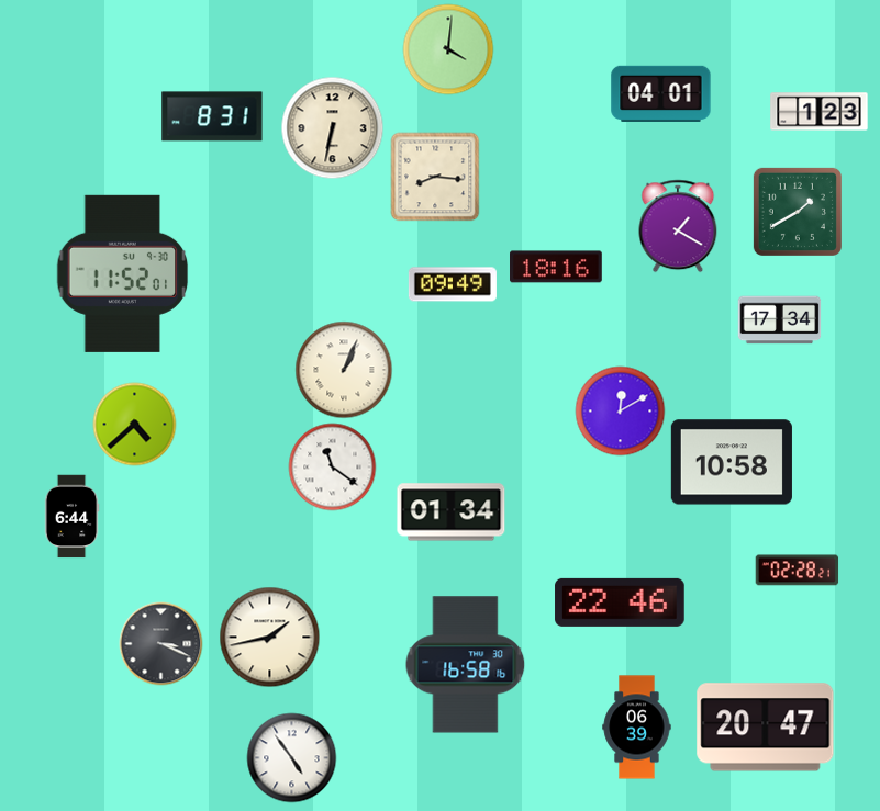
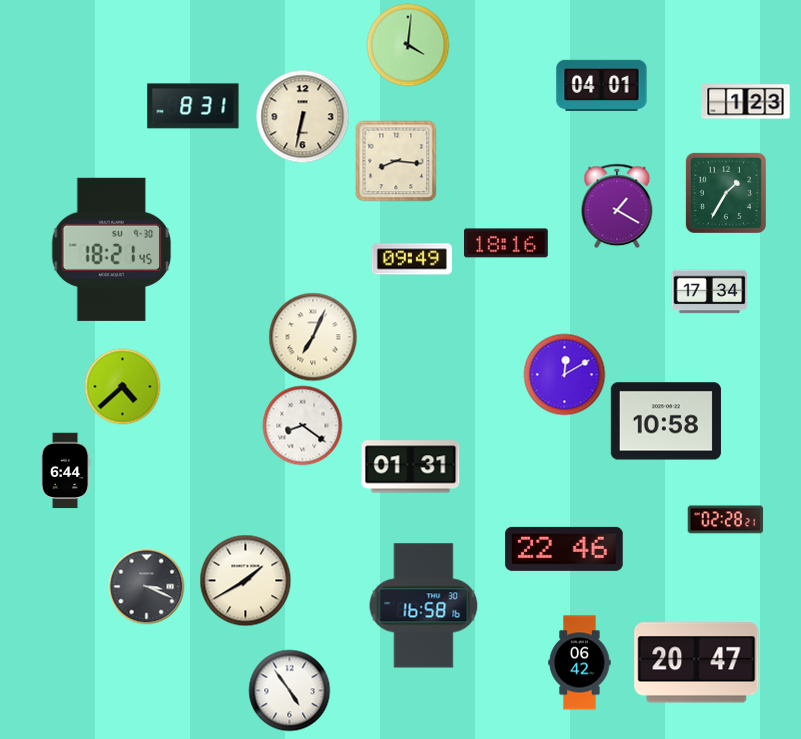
clock at (798, 212): 1:40 -> 1:35
clock at (123, 273): 11:52 -> 18:21
clock at (344, 370): 1:04 -> 7:04
clock at (333, 468): 11:21 -> 8:21
clock at (452, 512): 01:34 -> 01:31
clock at (270, 638): 1:43 -> 1:40
clock at (637, 728): 06:39 -> 06:42
clock at (292, 758) position: (292, 758) -> (290, 691)
